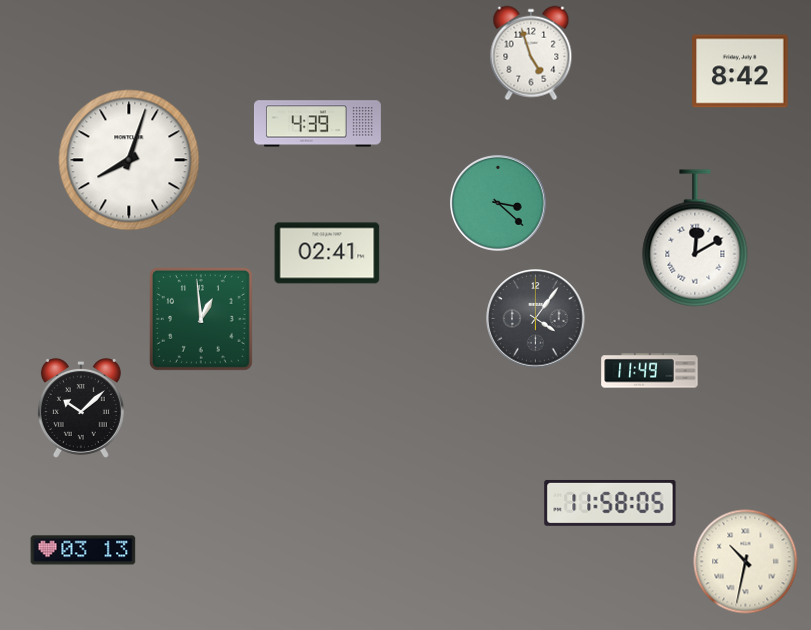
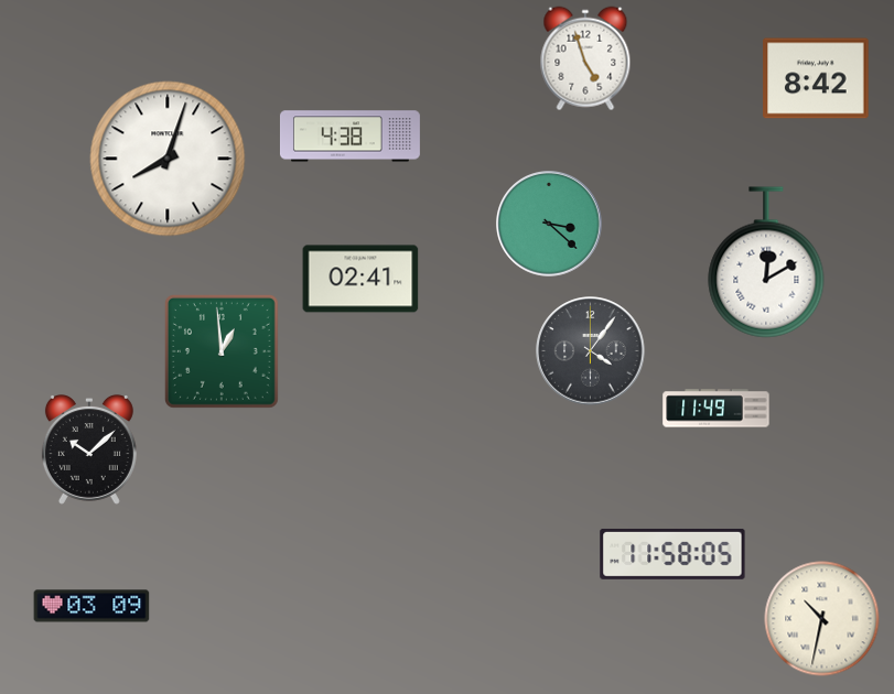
clock at (317, 124): 4:39 -> 4:38
clock at (129, 160) position: (129, 160) -> (168, 159)
clock at (83, 550): 03:13 -> 03:09
